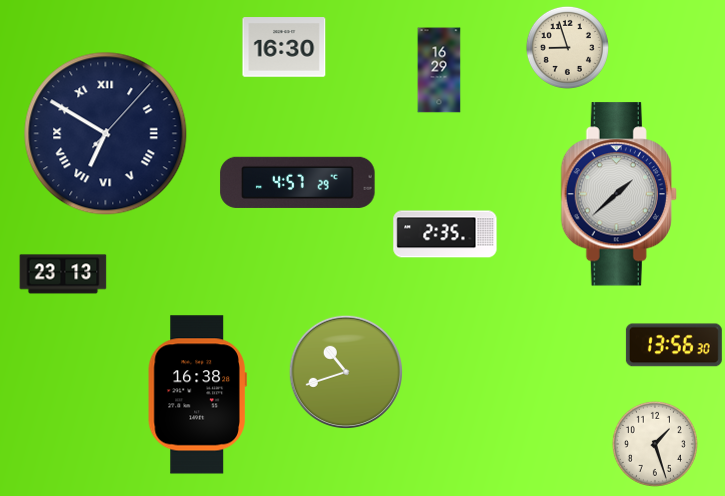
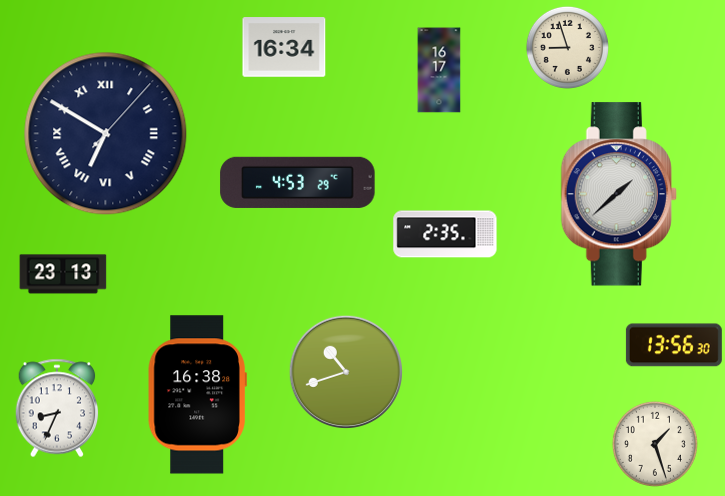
clock at (284, 47): 16:30 -> 16:34
clock at (439, 70): 16:29 -> 16:17
clock at (298, 182): 4:57 -> 4:53
clock at (57, 408): none -> 8:34
